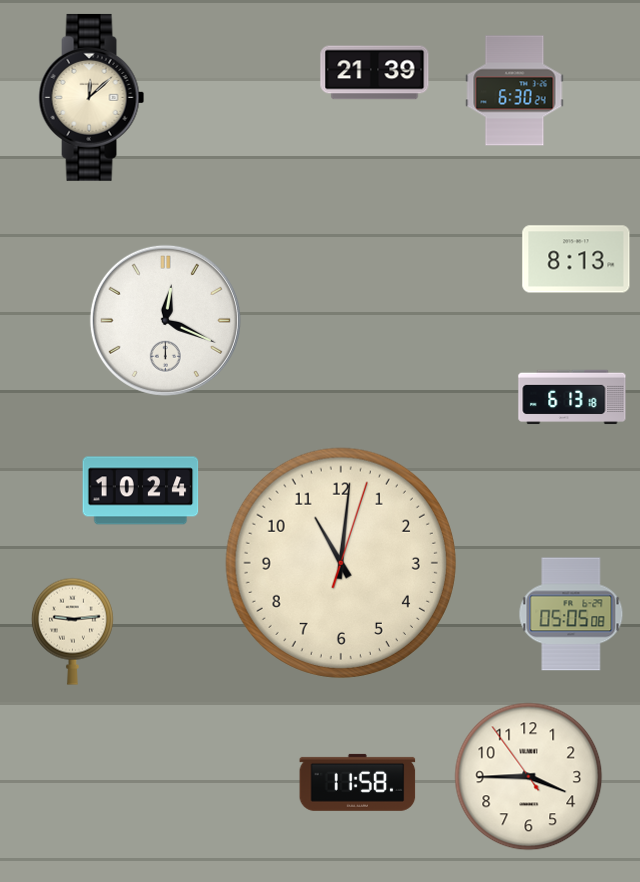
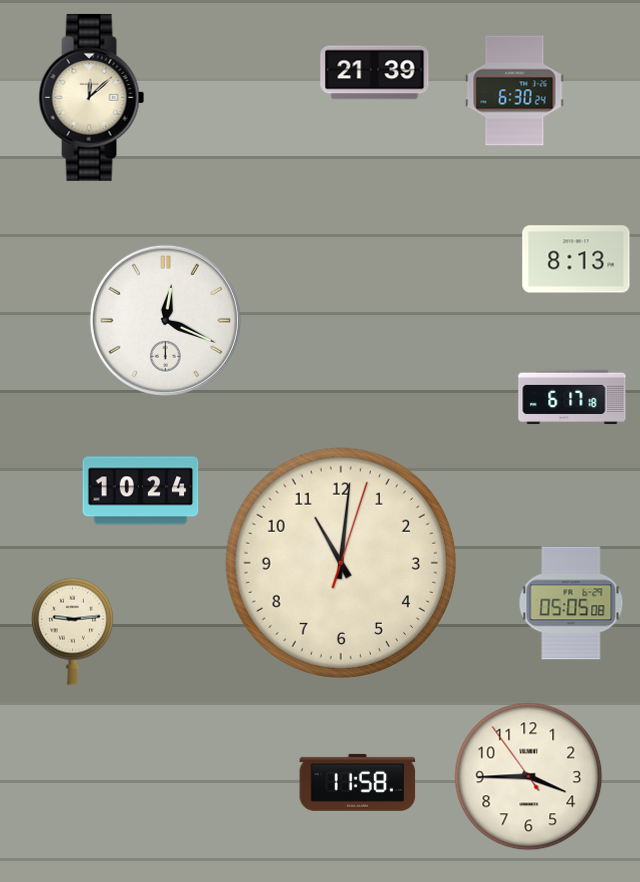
clock at (572, 397): 6:13 -> 6:17
clock at (571, 614) position: (571, 614) -> (571, 603)
